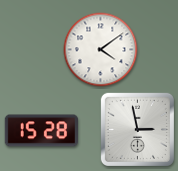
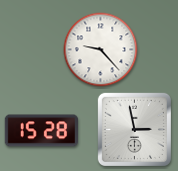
clock at (101, 50): 4:09 -> 9:23
clock at (137, 129) position: (137, 129) -> (134, 129)
